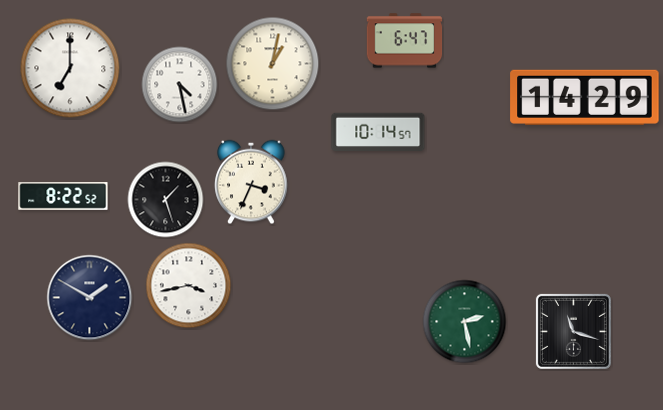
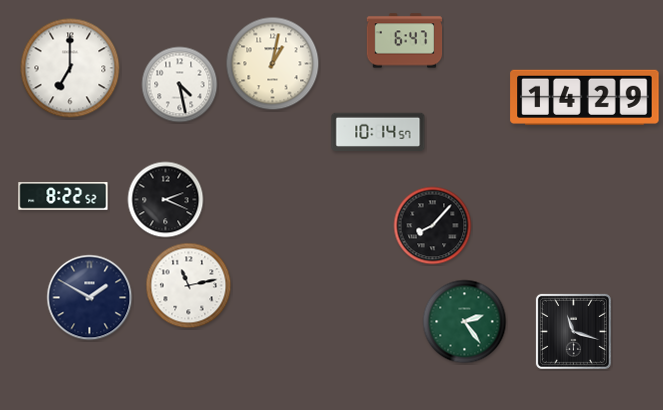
clock at (251, 182): 3:34 -> none
clock at (166, 200): 1:27 -> 2:19
clock at (433, 226): none -> 8:07
clock at (189, 286): 3:43 -> 11:13
clock at (465, 322): 2:28 -> 2:24
